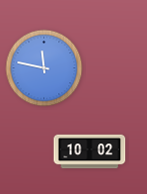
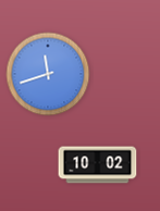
clock at (44, 68): 11:47 -> 11:42
